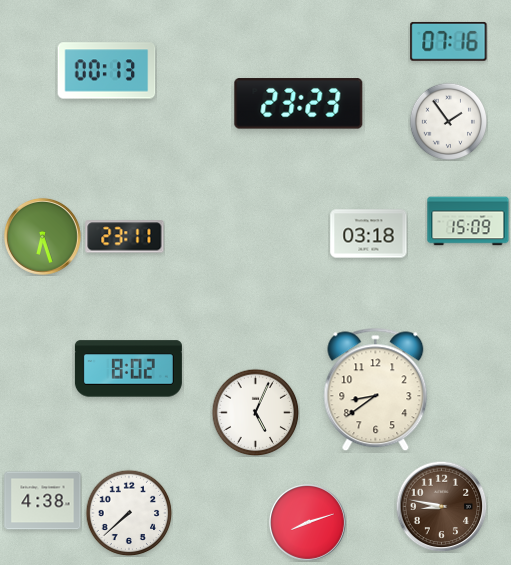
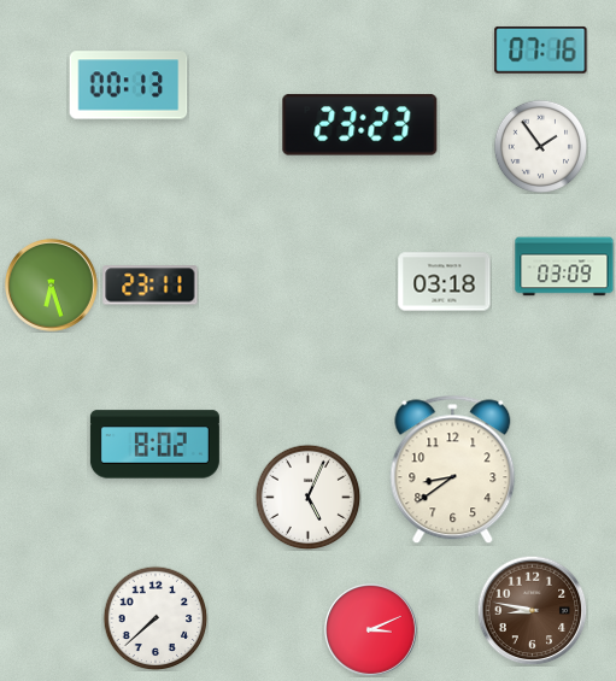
clock at (468, 221): 15:09 -> 03:09
clock at (43, 501): 4:38 -> none
clock at (307, 522): 8:12 -> 3:11
